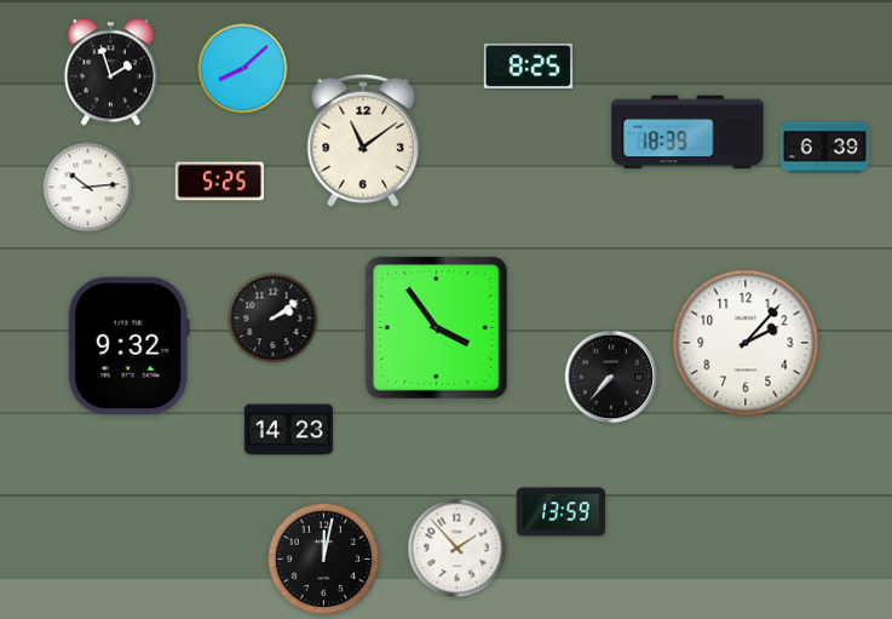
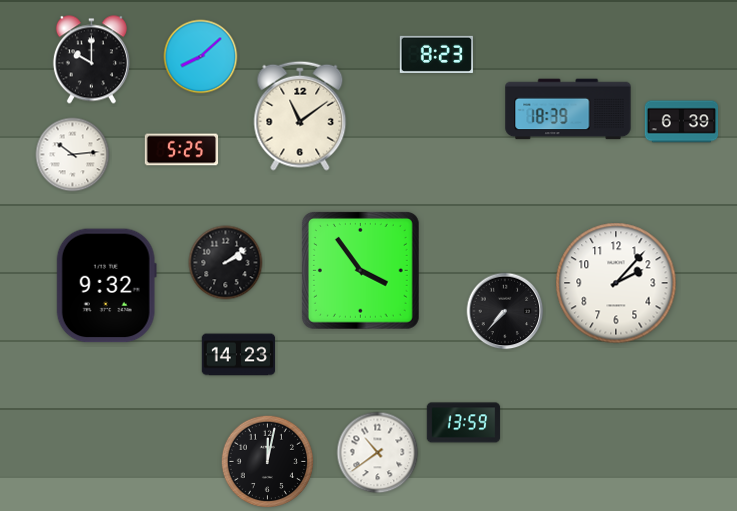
clock at (528, 65): 8:25 -> 8:23
clock at (110, 73): 1:57 -> 10:00
clock at (457, 549): 1:53 -> 10:39
